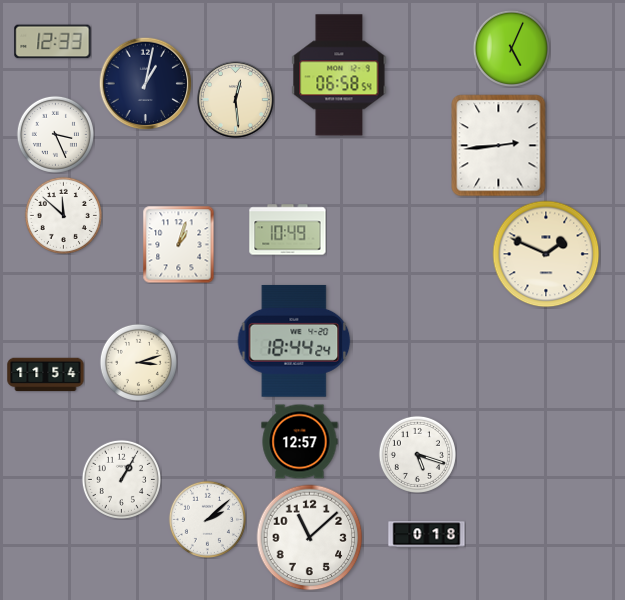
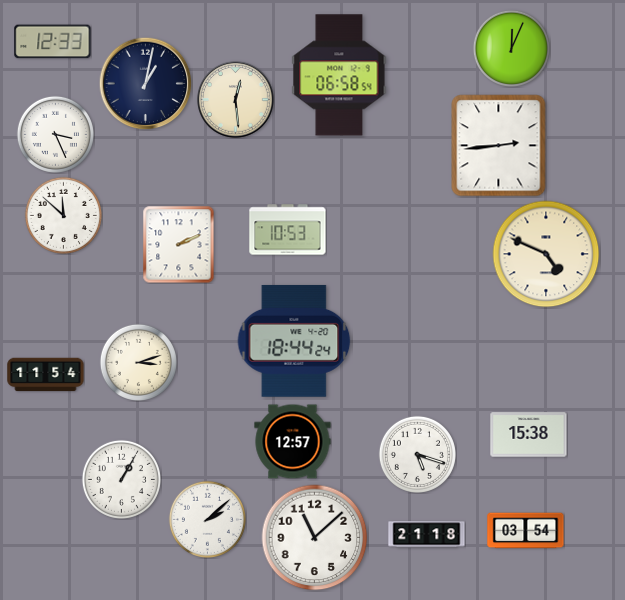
clock at (511, 48): 5:04 -> 12:04
clock at (288, 230): 10:49 -> 10:53
clock at (179, 244): 1:03 -> 2:11
clock at (546, 254): 1:49 -> 4:49
clock at (529, 435): none -> 15:38
clock at (300, 442) position: (300, 442) -> (293, 442)
clock at (526, 531): none -> 03:54
clock at (427, 535): 0:18 -> 21:18
clock at (310, 538) position: (310, 538) -> (315, 538)
